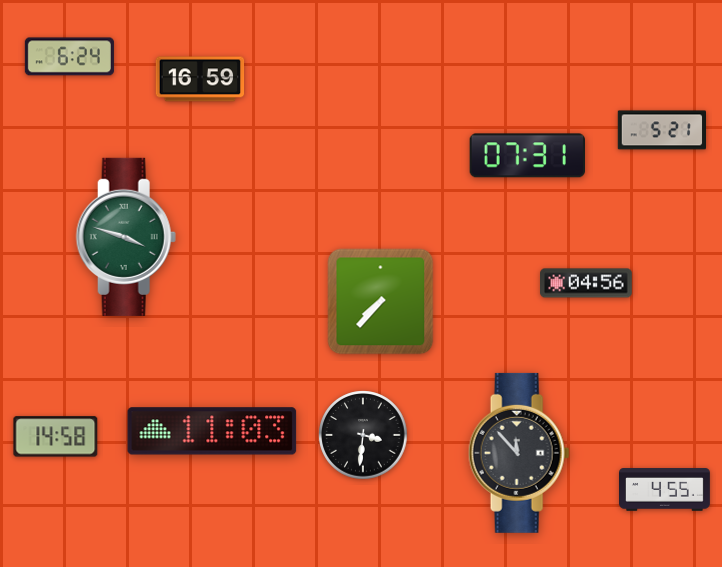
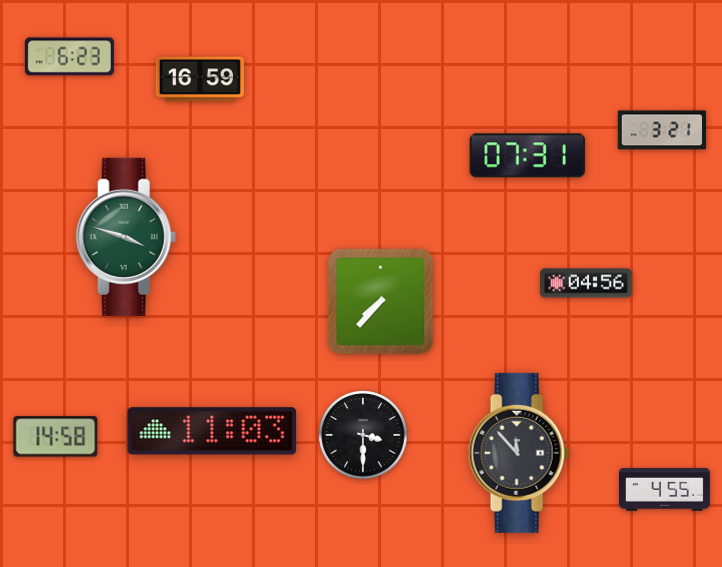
clock at (69, 57): 6:24 -> 6:23
clock at (661, 130): 5:21 -> 3:21
clock at (363, 435): 3:31 -> 3:30
